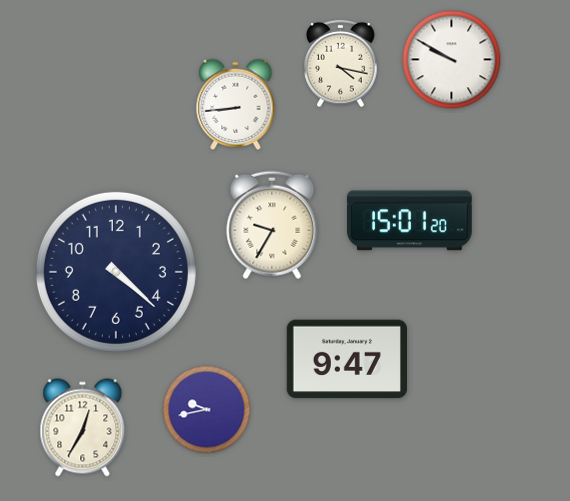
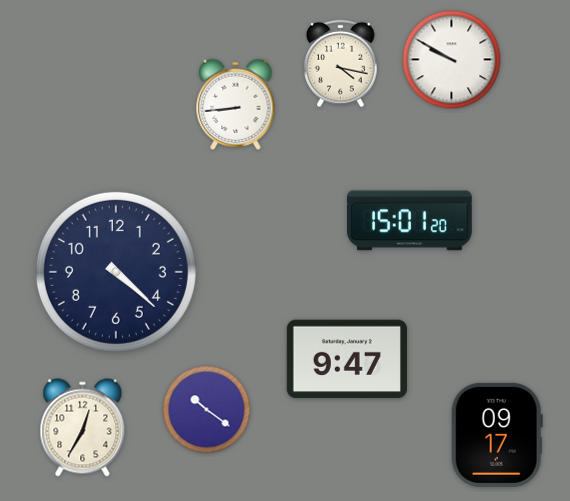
clock at (272, 225): 9:35 -> none
clock at (207, 410): 9:43 -> 10:21
clock at (497, 435): none -> 09:17
